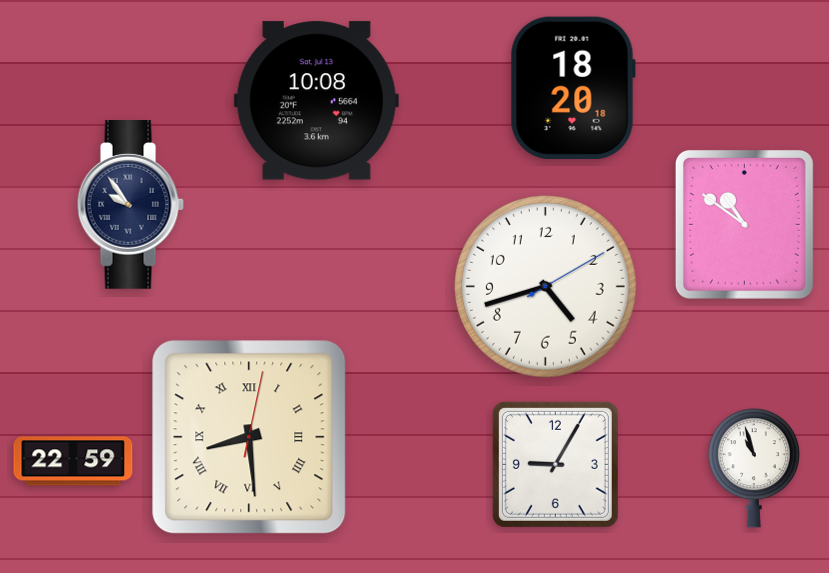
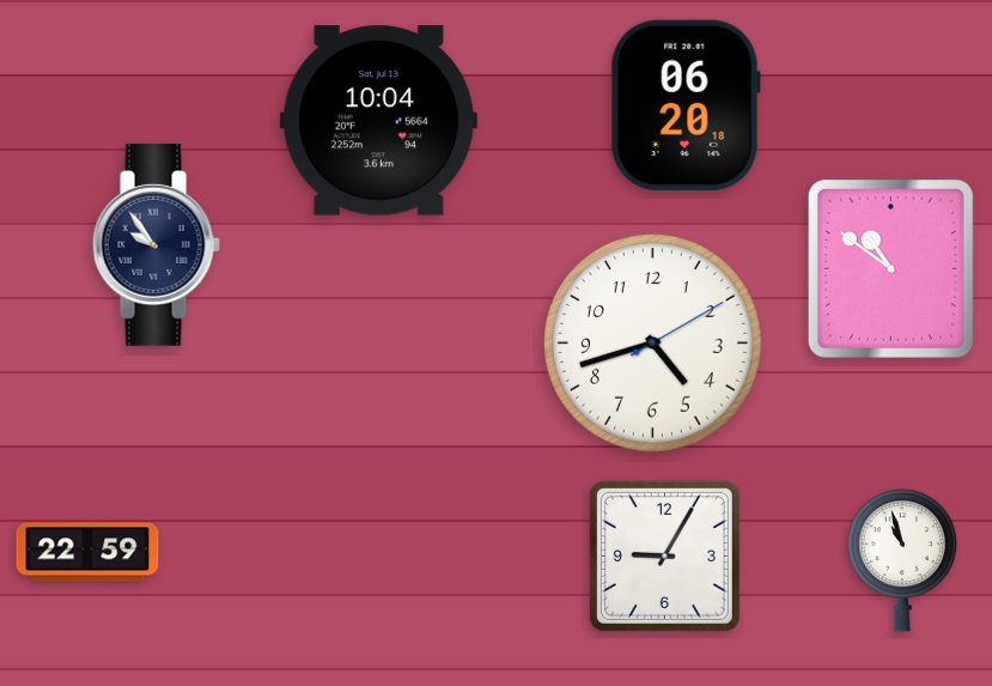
clock at (573, 87): 18:20 -> 06:20
clock at (316, 101): 10:08 -> 10:04
clock at (249, 437): 8:29 -> none
